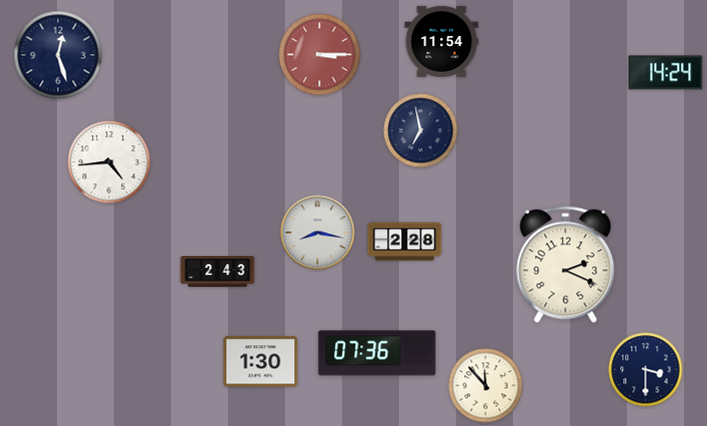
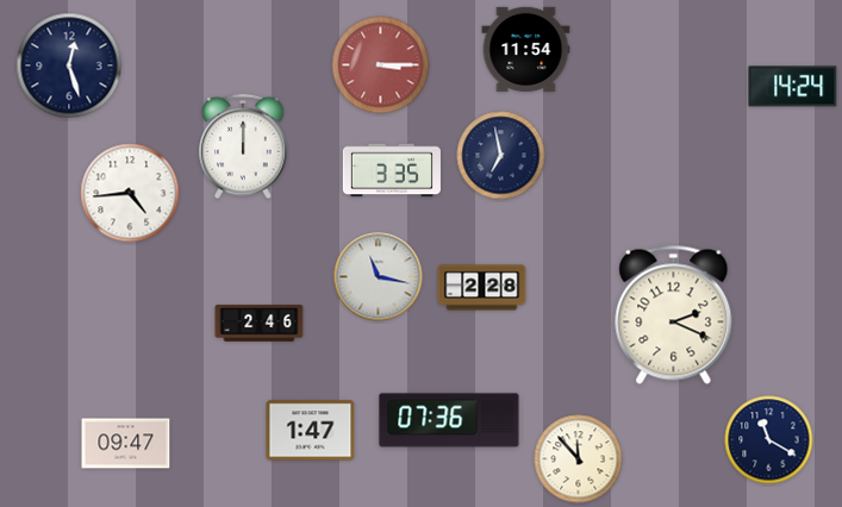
clock at (243, 146): none -> 12:00
clock at (392, 170): none -> 3:35
clock at (318, 233): 8:17 -> 11:17
clock at (218, 272): 2:43 -> 2:46
clock at (261, 362): 1:30 -> 1:47
clock at (646, 370): 3:30 -> 11:20
clock at (126, 444): none -> 09:47
